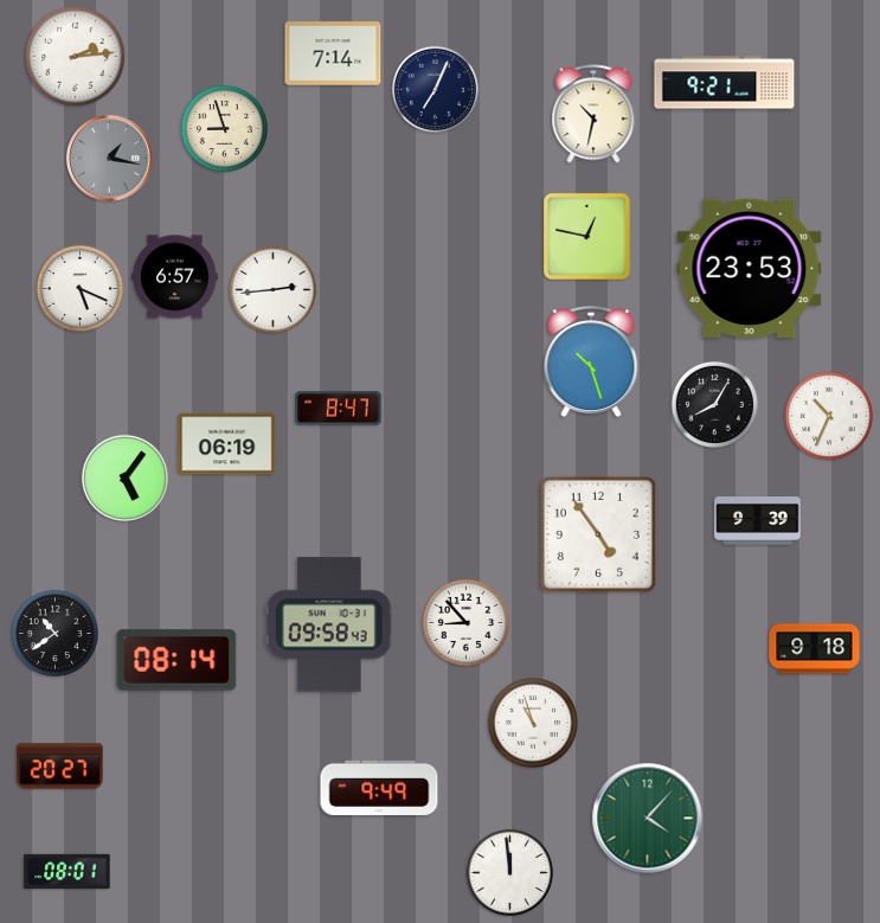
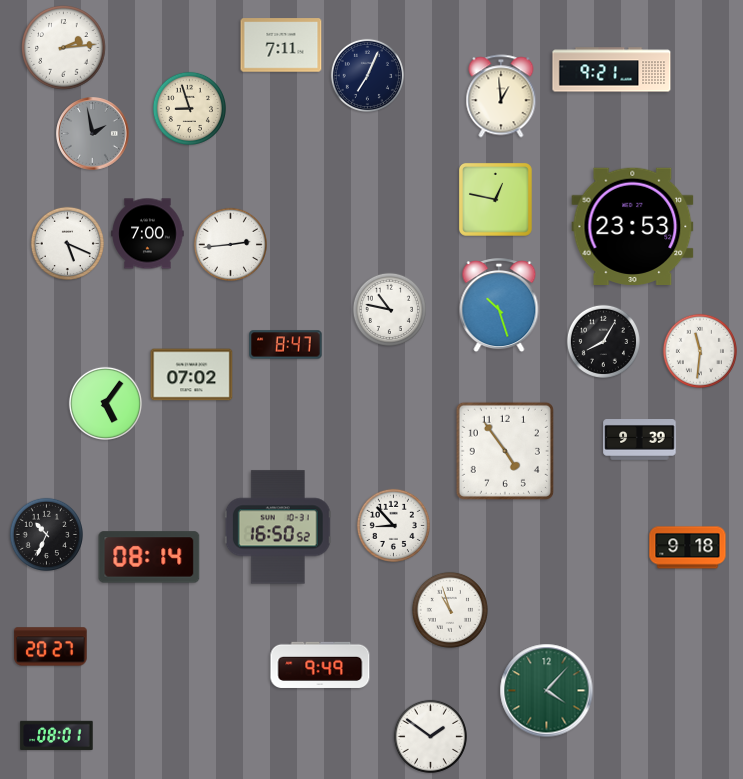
clock at (333, 53): 7:14 -> 7:11
clock at (593, 114): 10:32 -> 12:59
clock at (110, 159): 1:17 -> 1:58
clock at (175, 277): 6:57 -> 7:00
clock at (389, 309): none -> 10:47
clock at (829, 416): 10:34 -> 11:31
clock at (227, 444): 06:19 -> 07:02
clock at (329, 624): 09:58 -> 16:50
clock at (54, 633): 10:39 -> 10:34
clock at (509, 872): 11:59 -> 1:51
